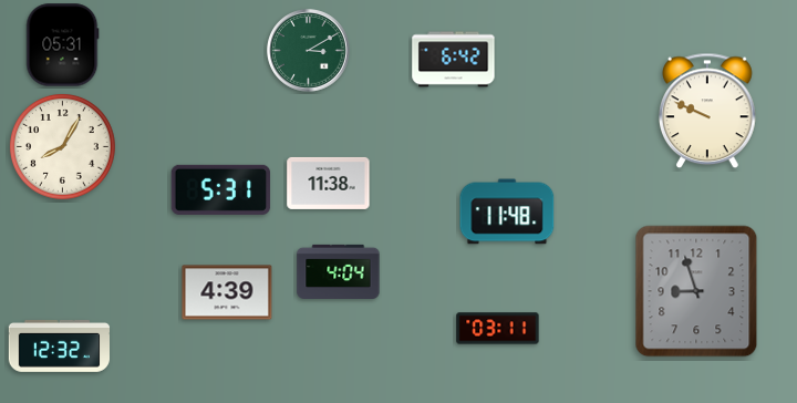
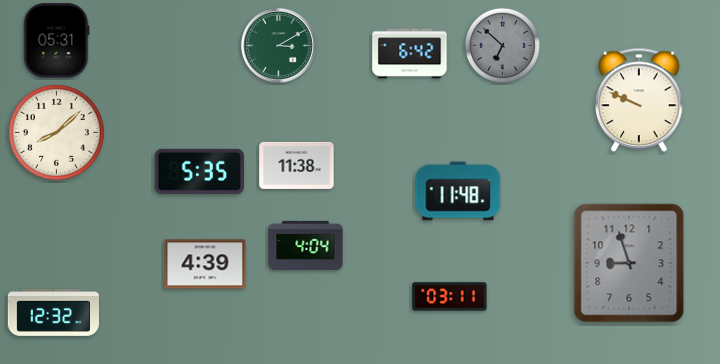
clock at (502, 45): none -> 6:52
clock at (62, 146): 8:05 -> 8:08
clock at (221, 189): 5:31 -> 5:35
